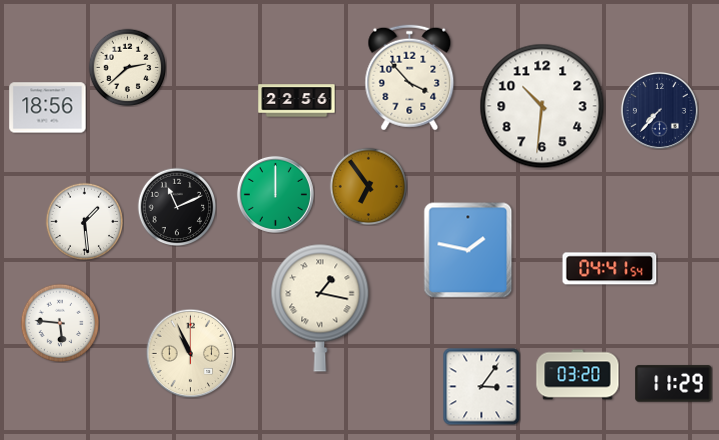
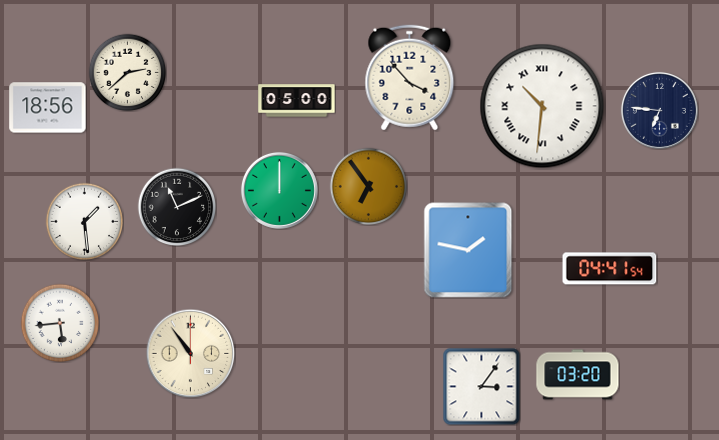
clock at (127, 67) position: (127, 67) -> (127, 72)
clock at (297, 101): 22:56 -> 05:00
clock at (542, 106) numerals: Arabic -> Roman
clock at (659, 110): 7:37 -> 6:46
clock at (275, 194) position: (275, 194) -> (279, 190)
clock at (320, 308): 1:17 -> none
clock at (60, 323): 5:46 -> 5:44
clock at (190, 353): 10:56 -> 10:54
clock at (674, 384): 11:29 -> none
